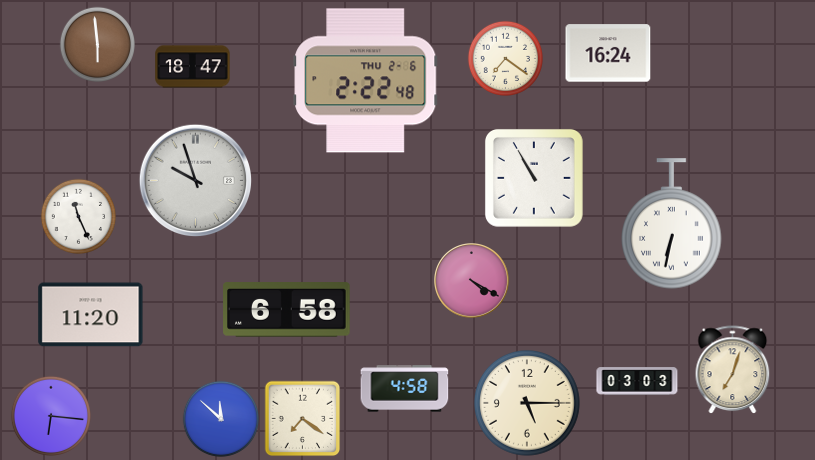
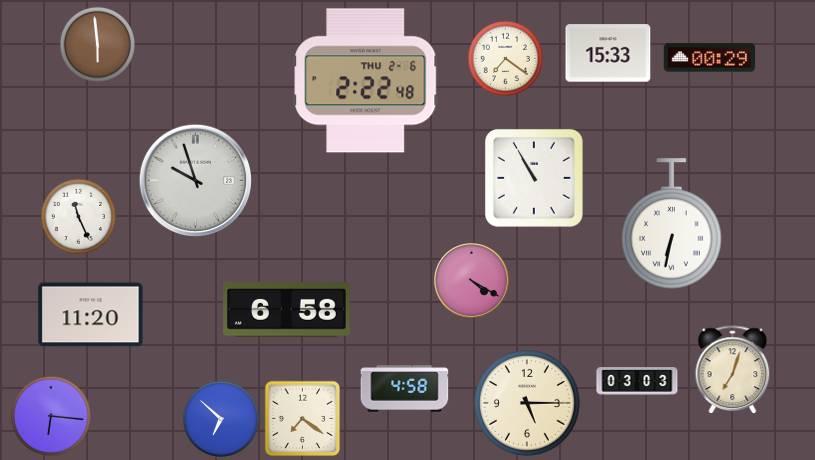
clock at (608, 53): 16:24 -> 15:33
clock at (710, 58): none -> 00:29
clock at (193, 67): 18:47 -> none
clock at (220, 418): 11:52 -> 6:52
